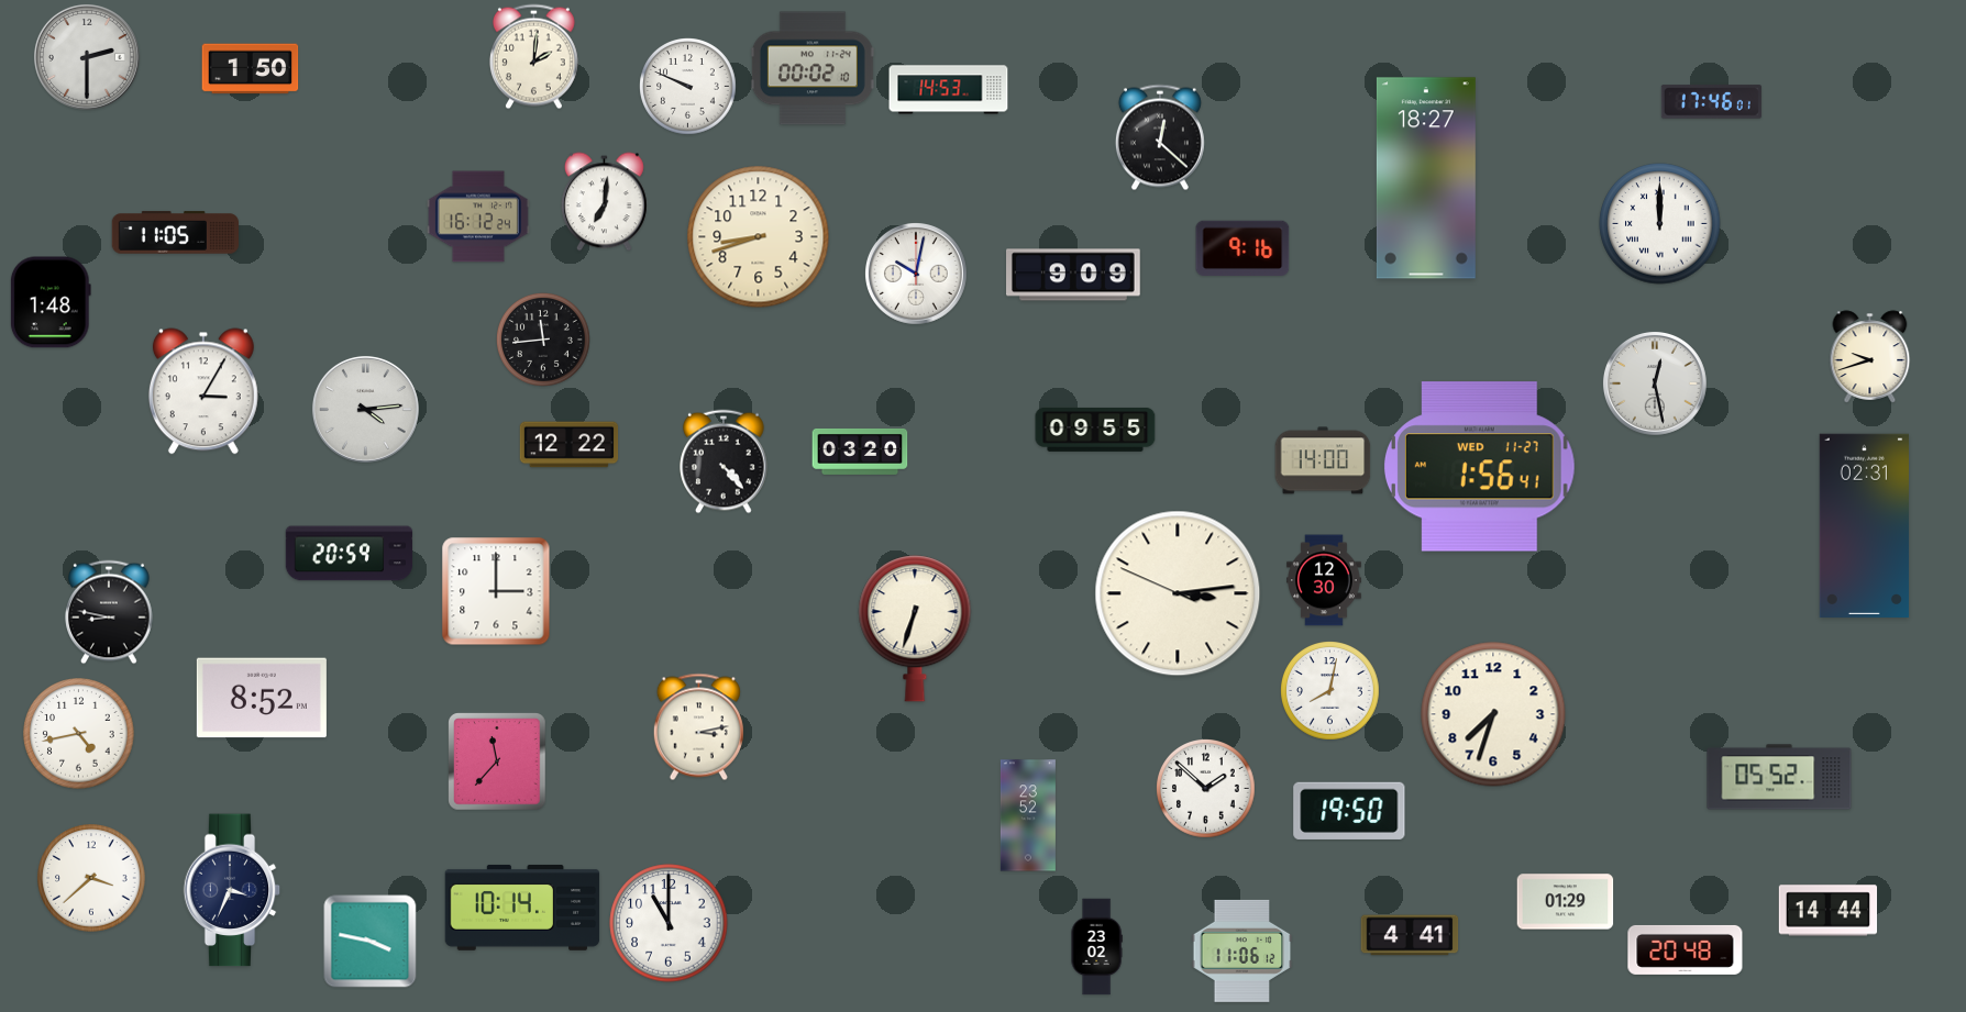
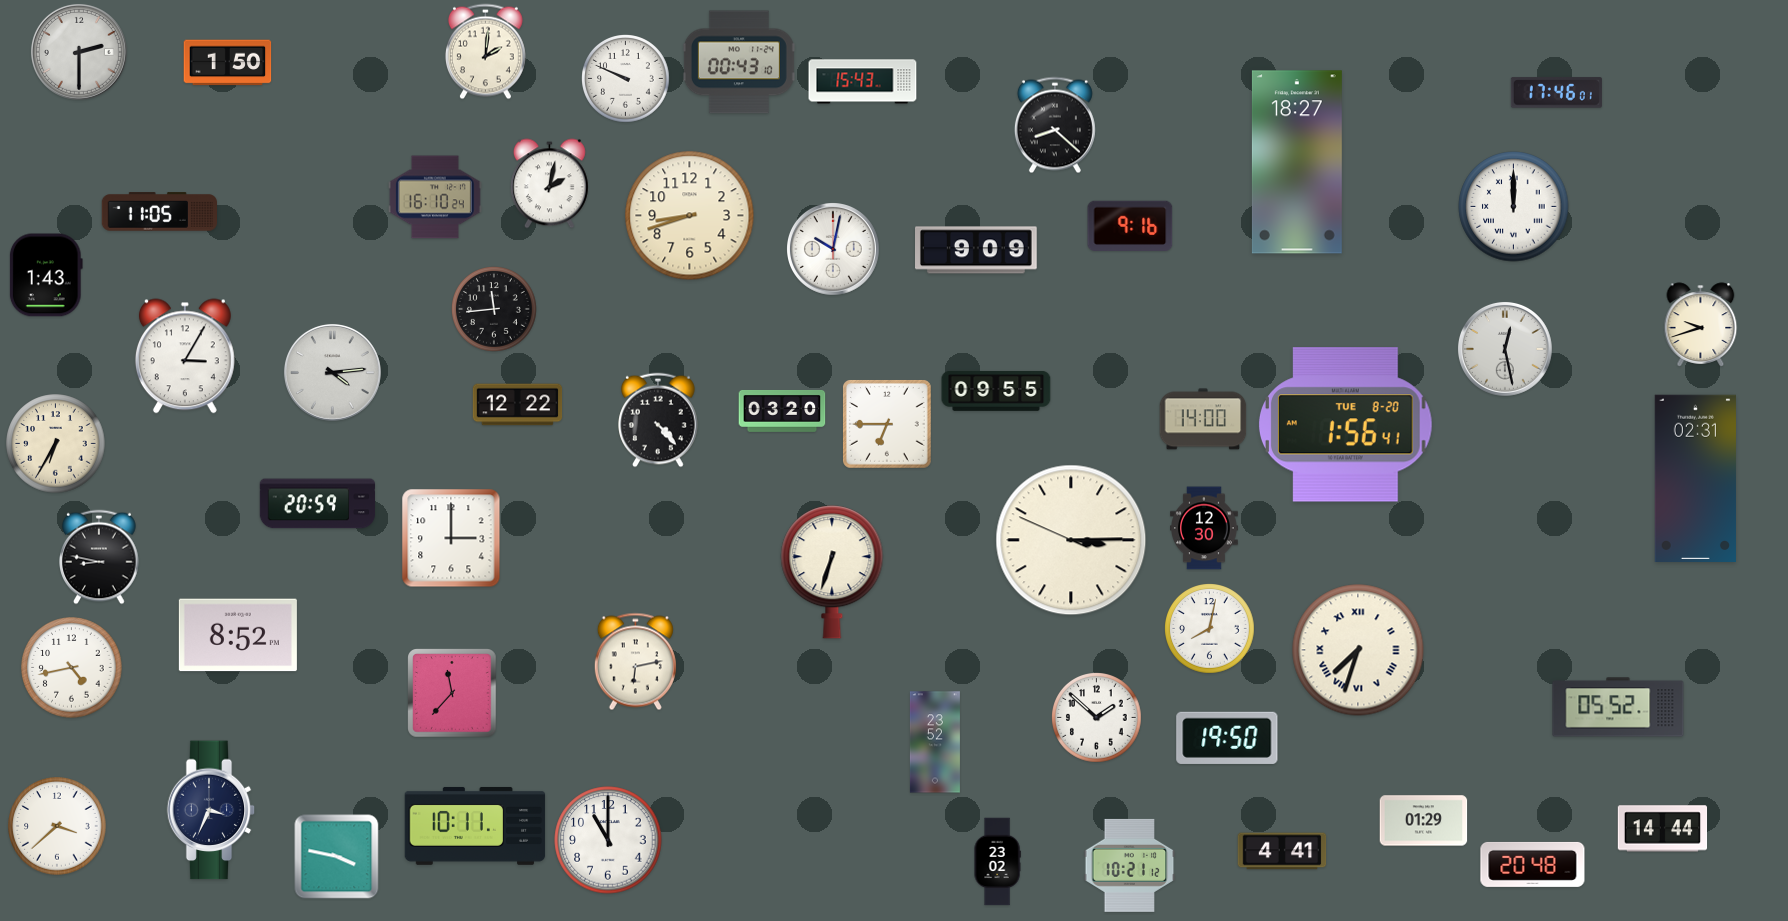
clock at (813, 68): 00:02 -> 00:43
clock at (949, 90): 14:53 -> 15:43
clock at (1160, 137): 12:22 -> 8:22
clock at (604, 202): 7:01 -> 2:02
clock at (478, 216): 16:12 -> 16:10
clock at (1660, 224) position: (1660, 224) -> (1514, 207)
clock at (51, 302): 1:48 -> 1:43
clock at (888, 425): none -> 6:45
clock at (1479, 467) date: WED 11-27 -> TUE 8-20
clock at (56, 444): none -> 6:35
clock at (1178, 593): 3:13 -> 3:14
clock at (1493, 714) numerals: Arabic -> Roman
clock at (698, 727): 3:13 -> 6:13
clock at (91, 878) position: (91, 878) -> (57, 826)
clock at (522, 908): 10:14 -> 10:11
clock at (1242, 950): 11:06 -> 10:21
